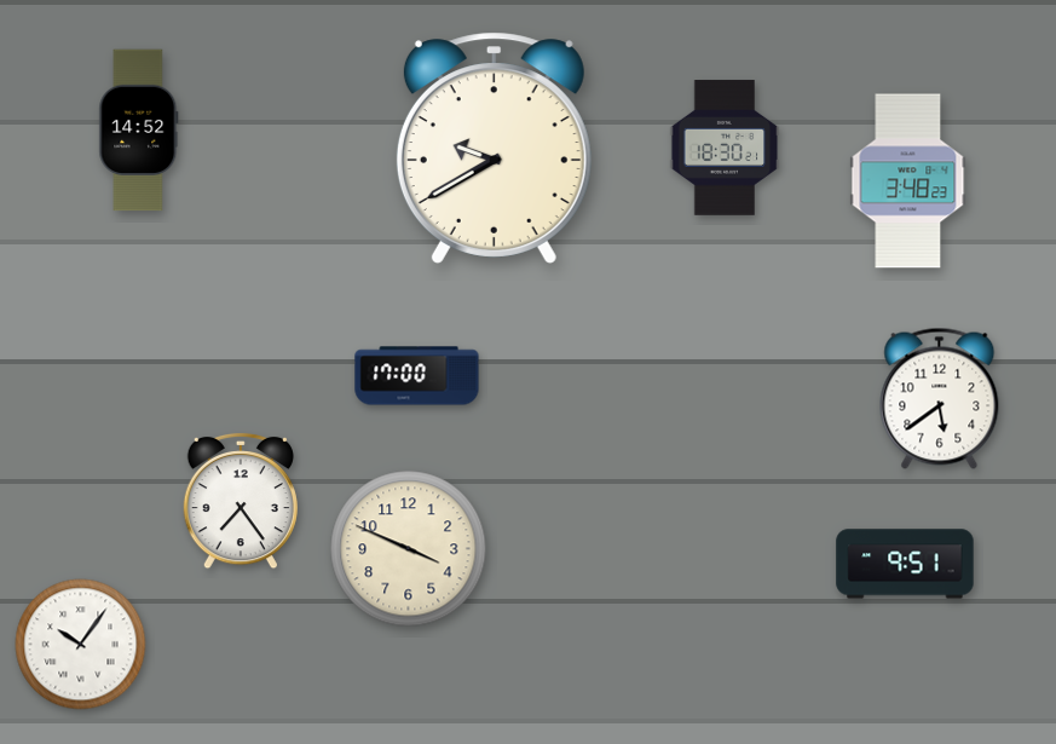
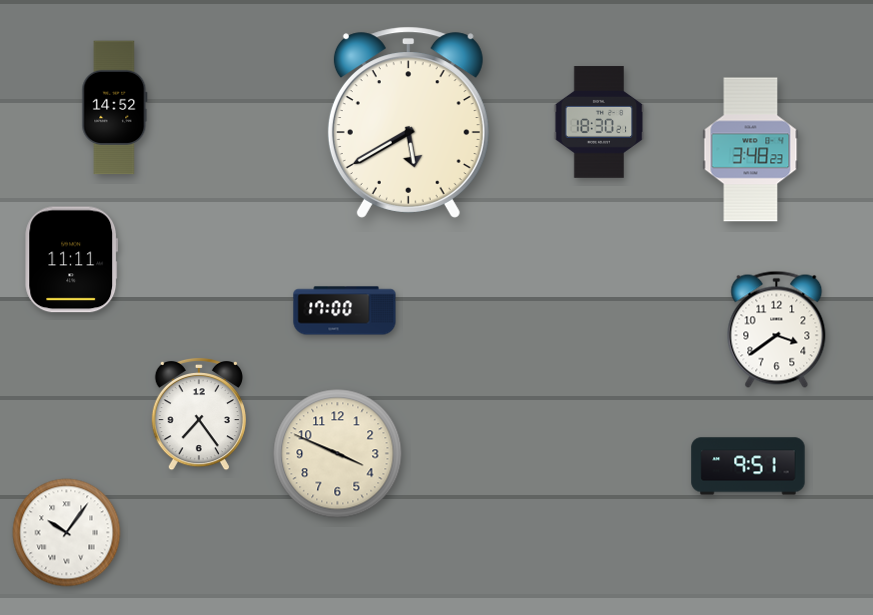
clock at (494, 148): 9:40 -> 5:40
clock at (72, 260): none -> 11:11
clock at (940, 398): 5:39 -> 3:39
